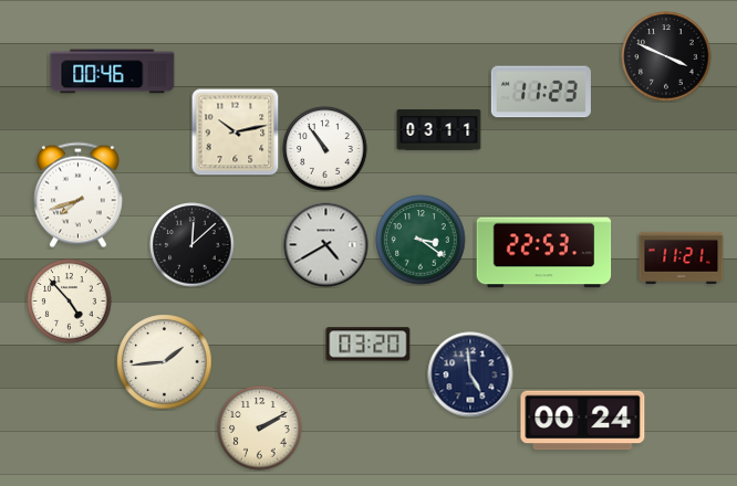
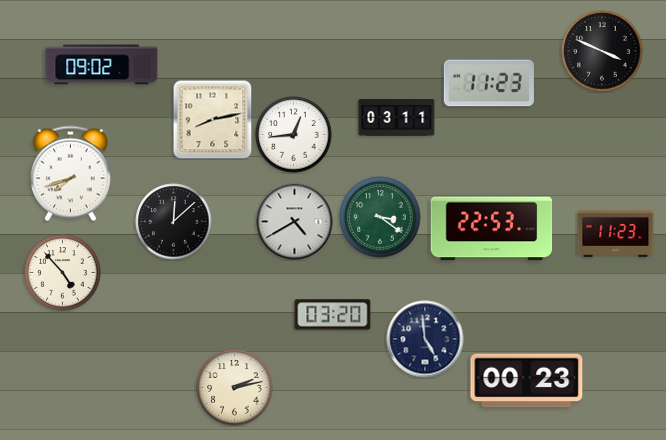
clock at (113, 72): 00:46 -> 09:02
clock at (236, 133): 10:13 -> 8:13
clock at (325, 149): 10:54 -> 12:44
clock at (77, 196) position: (77, 196) -> (70, 174)
clock at (682, 257): 11:21 -> 11:23
clock at (369, 345) position: (369, 345) -> (333, 315)
clock at (165, 362): 1:44 -> none
clock at (583, 421): 00:24 -> 00:23
clock at (260, 429): 2:10 -> 2:13
